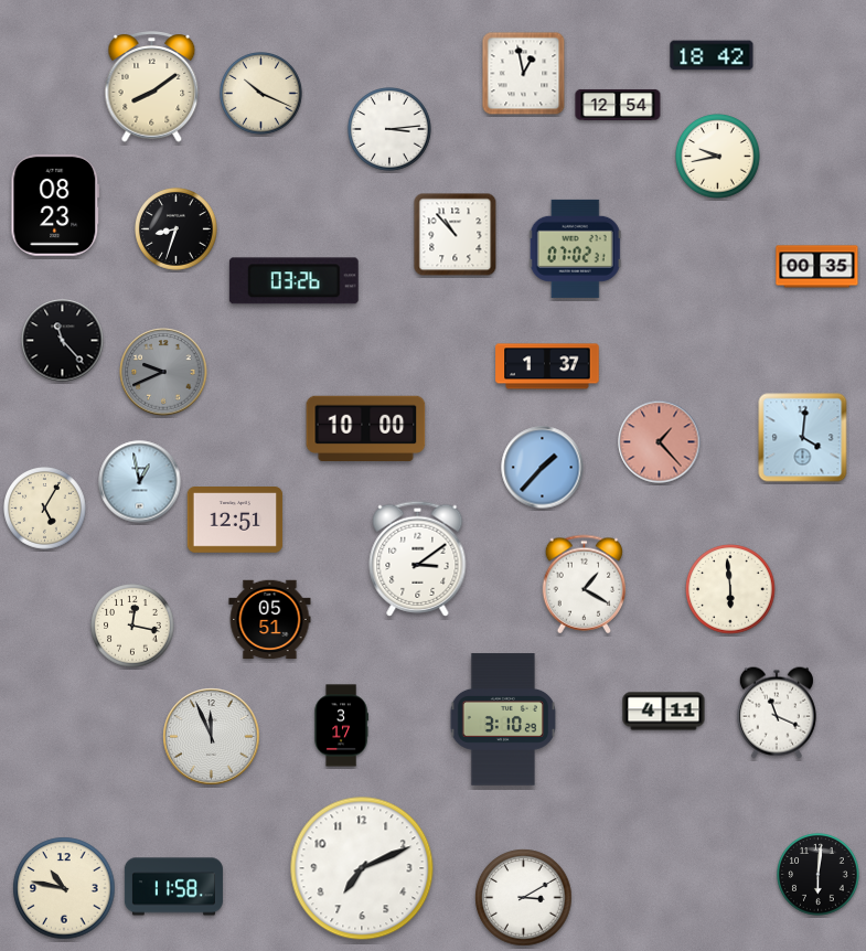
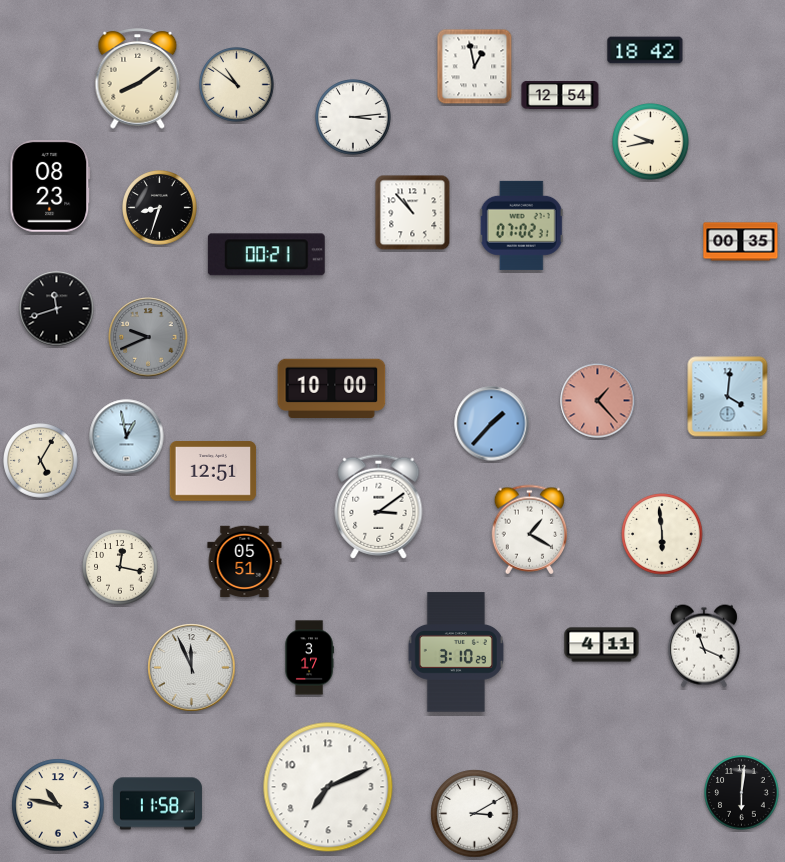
clock at (261, 94): 10:19 -> 10:51
clock at (293, 281): 03:26 -> 00:21
clock at (63, 341): 11:23 -> 11:42
clock at (547, 366): 1:37 -> none
